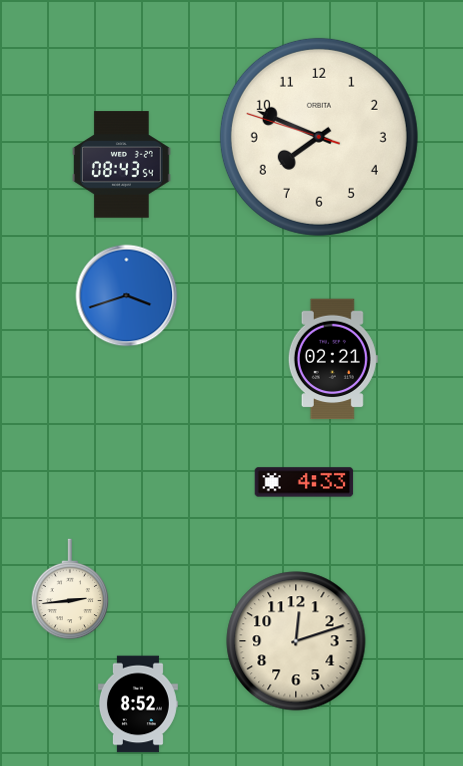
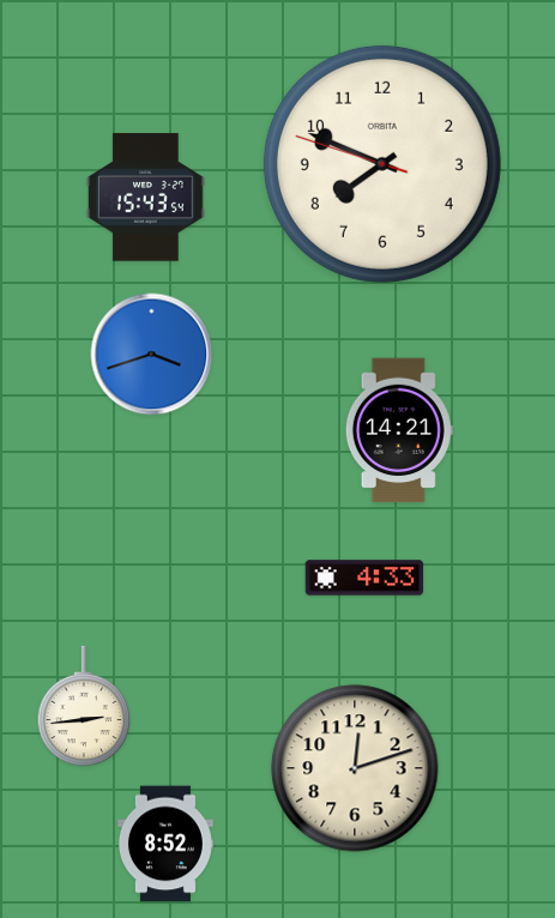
clock at (122, 165): 08:43 -> 15:43
clock at (333, 359): 02:21 -> 14:21
